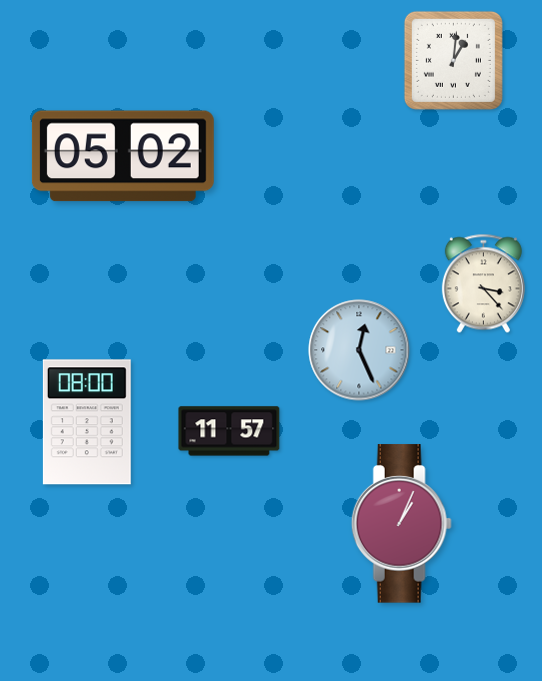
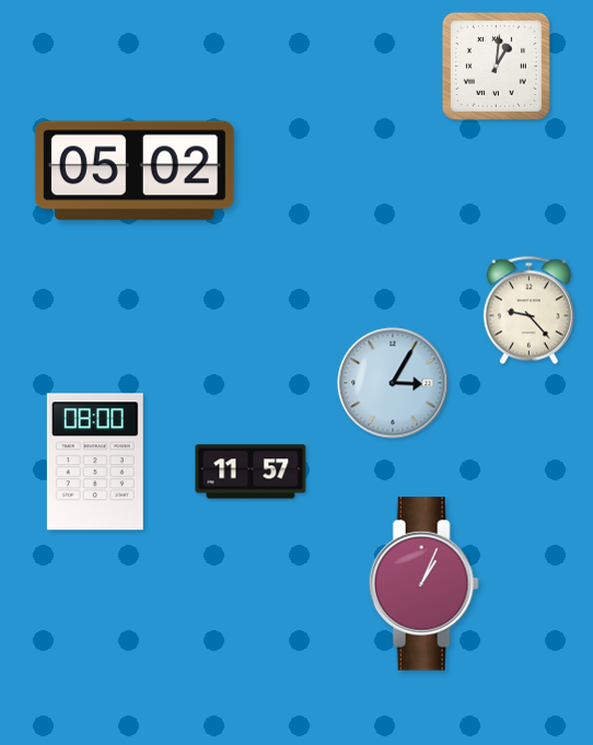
clock at (483, 284): 3:23 -> 9:23
clock at (359, 350): 12:26 -> 3:05
clock at (401, 524) position: (401, 524) -> (423, 584)
